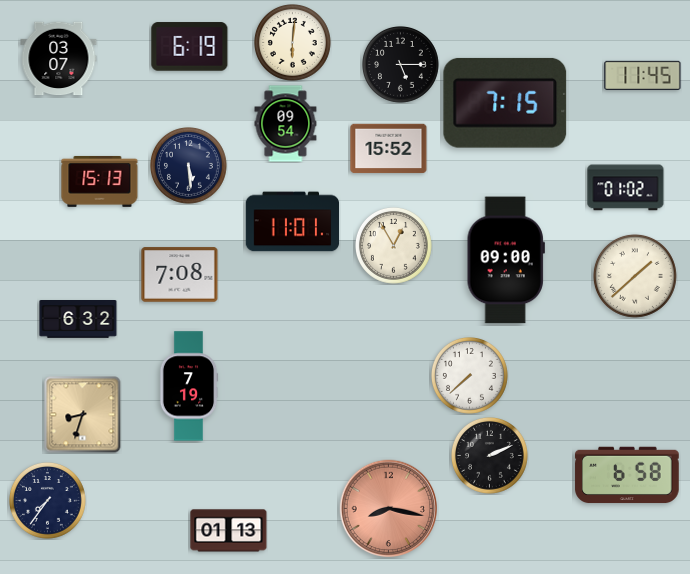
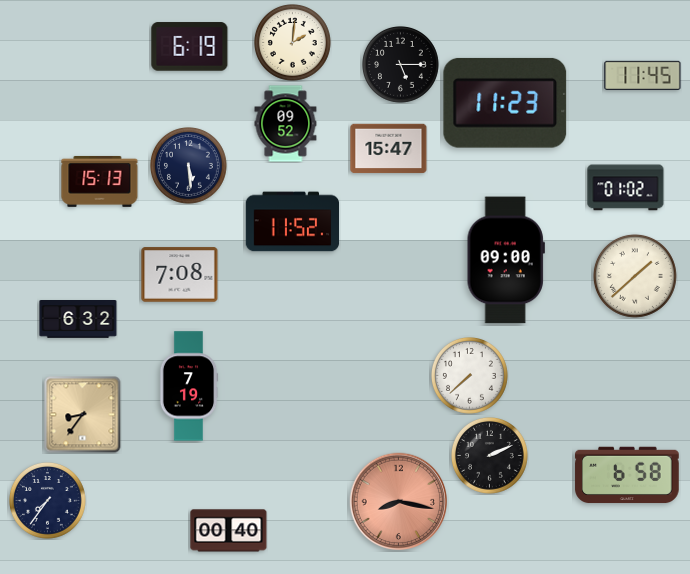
clock at (293, 43): 6:01 -> 2:01
clock at (59, 59): 03:07 -> none
clock at (505, 103): 7:15 -> 11:23
clock at (286, 124): 09:54 -> 09:52
clock at (389, 149): 15:52 -> 15:47
clock at (293, 222): 11:01 -> 11:52
clock at (394, 246): 12:55 -> none
clock at (83, 415): 8:33 -> 8:36
clock at (389, 509) position: (389, 509) -> (399, 502)
clock at (229, 531): 01:13 -> 00:40
